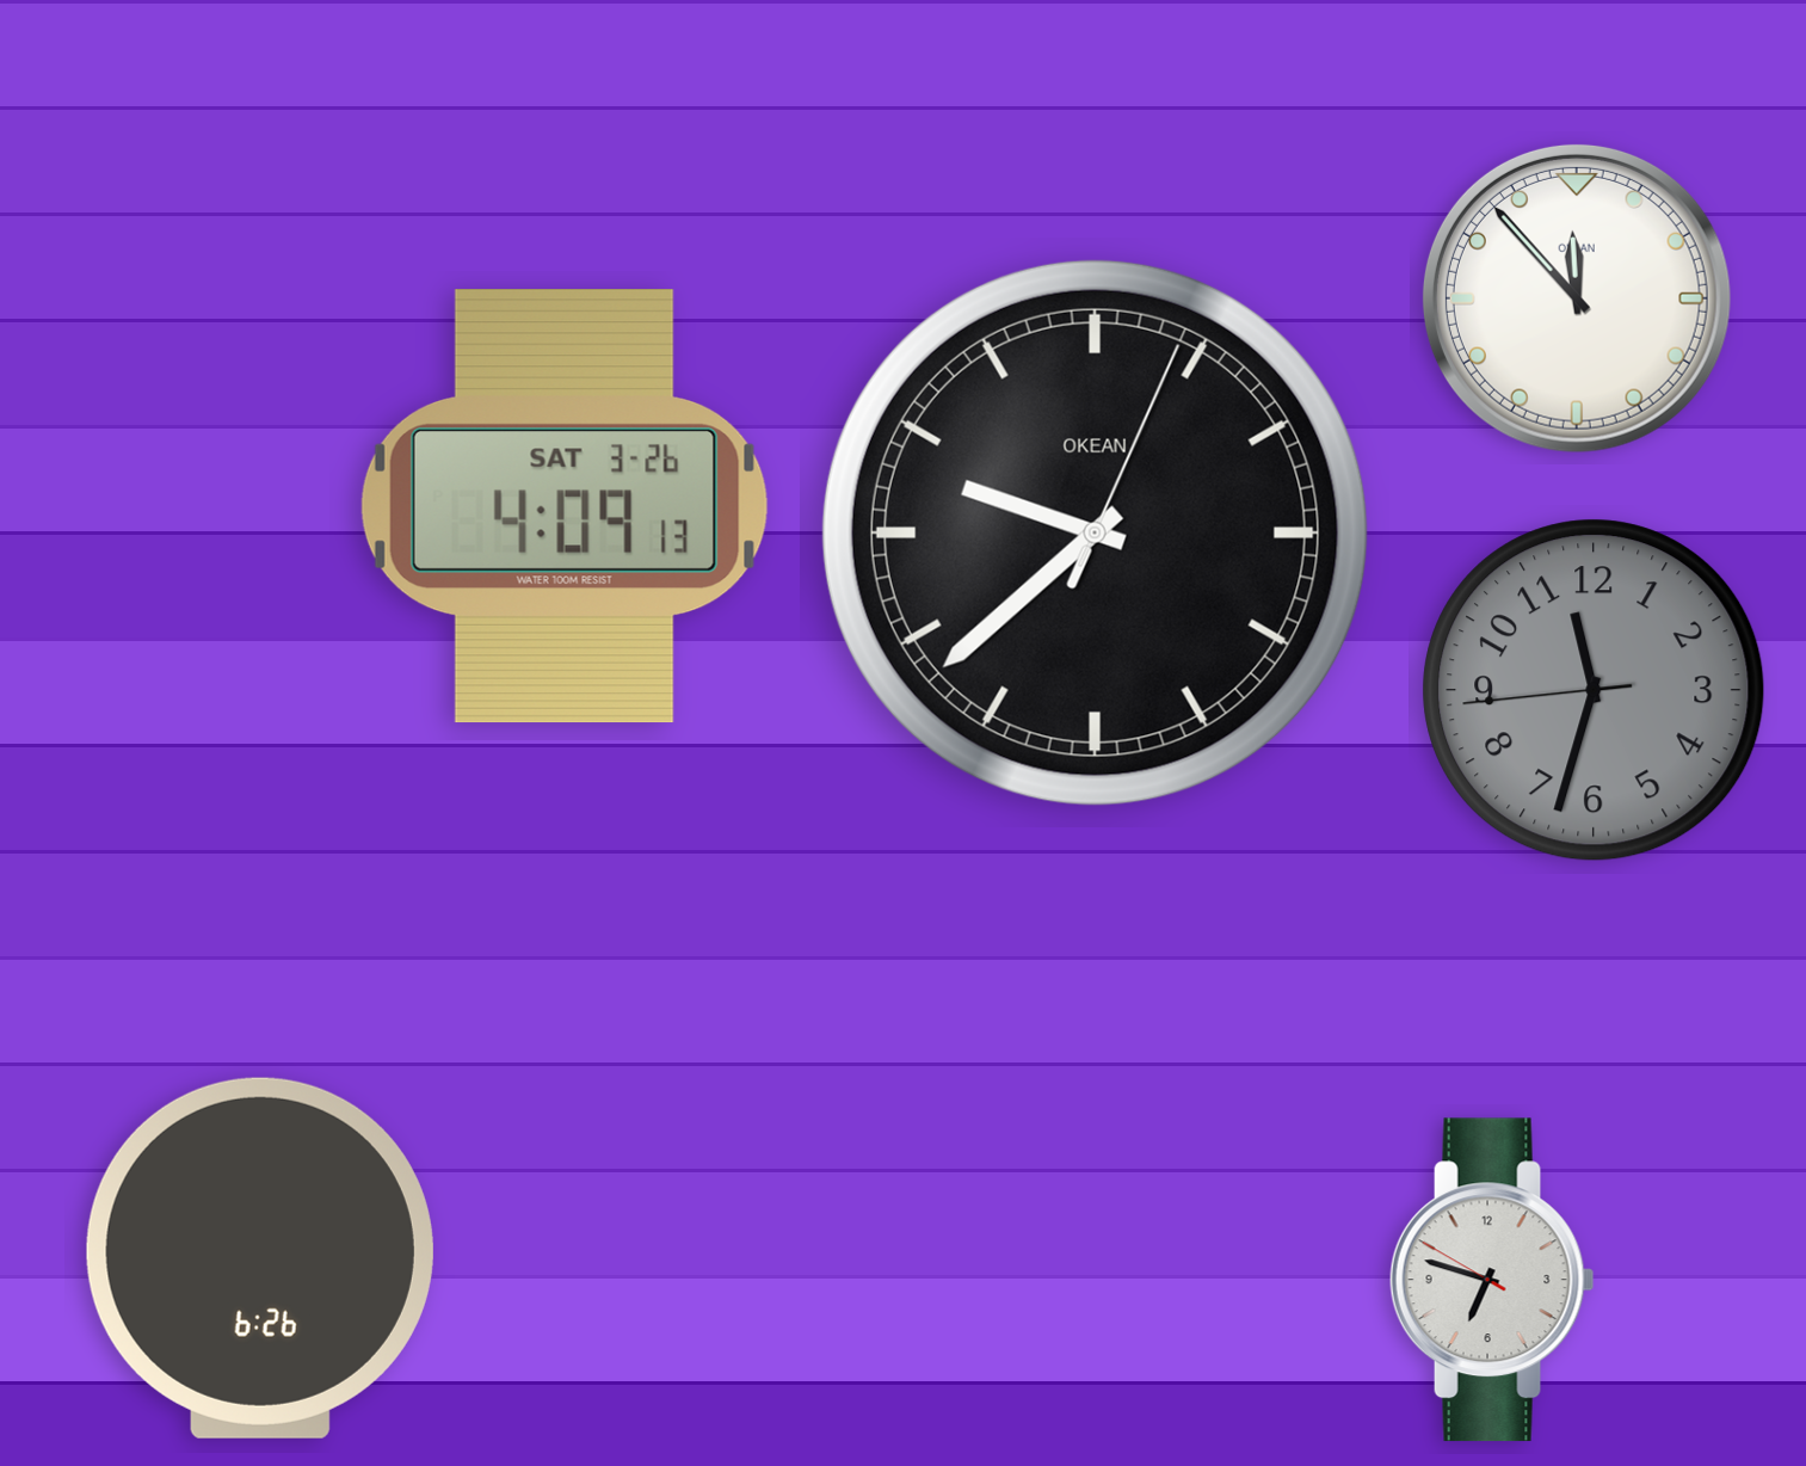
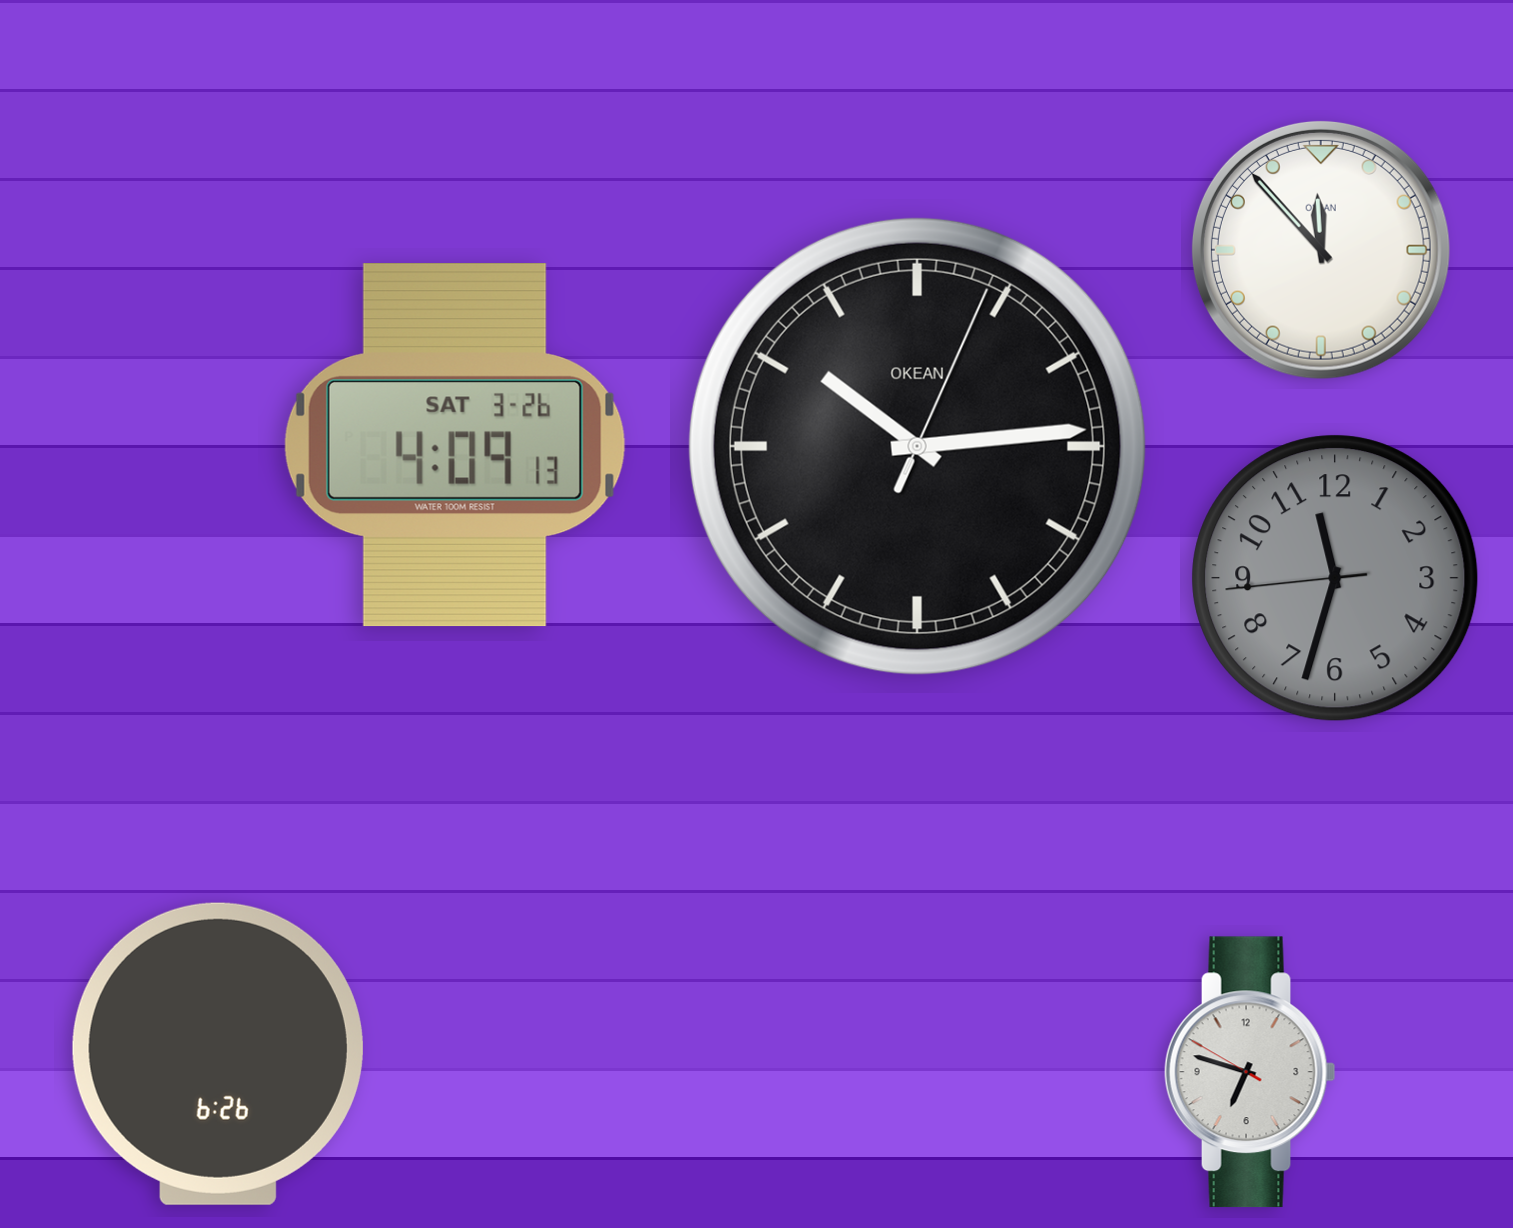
clock at (565, 507) position: (565, 507) -> (455, 446)
clock at (1095, 532): 9:38 -> 10:14
